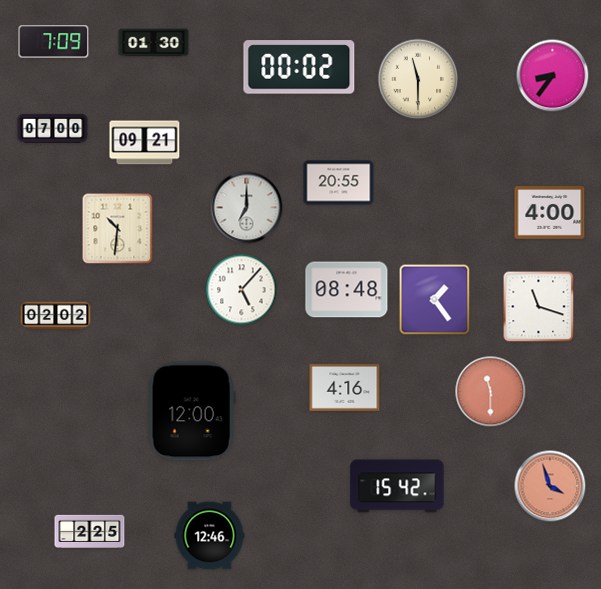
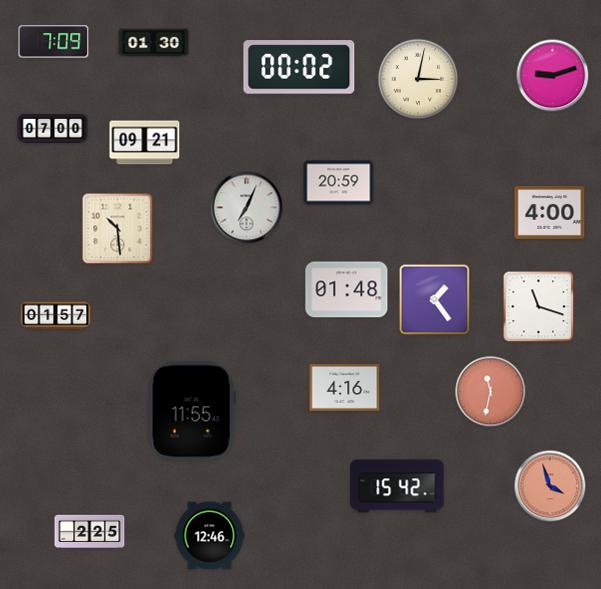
clock at (553, 76): 8:36 -> 9:12
clock at (418, 79): 11:30 -> 3:02
clock at (339, 183): 20:55 -> 20:59
clock at (247, 208): 7:00 -> 7:04
clock at (118, 229): 10:31 -> 10:29
clock at (242, 290): 5:07 -> none
clock at (347, 290): 08:48 -> 01:48
clock at (56, 316): 02:02 -> 01:57
clock at (491, 392): 11:30 -> 11:32
clock at (192, 411): 12:00 -> 11:55
